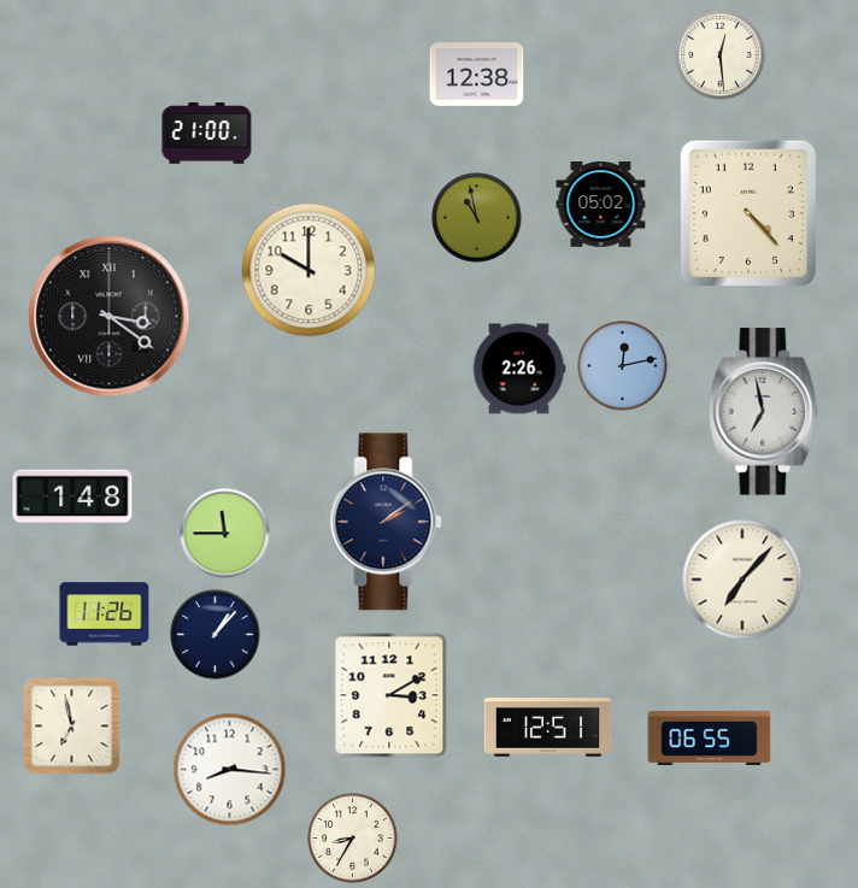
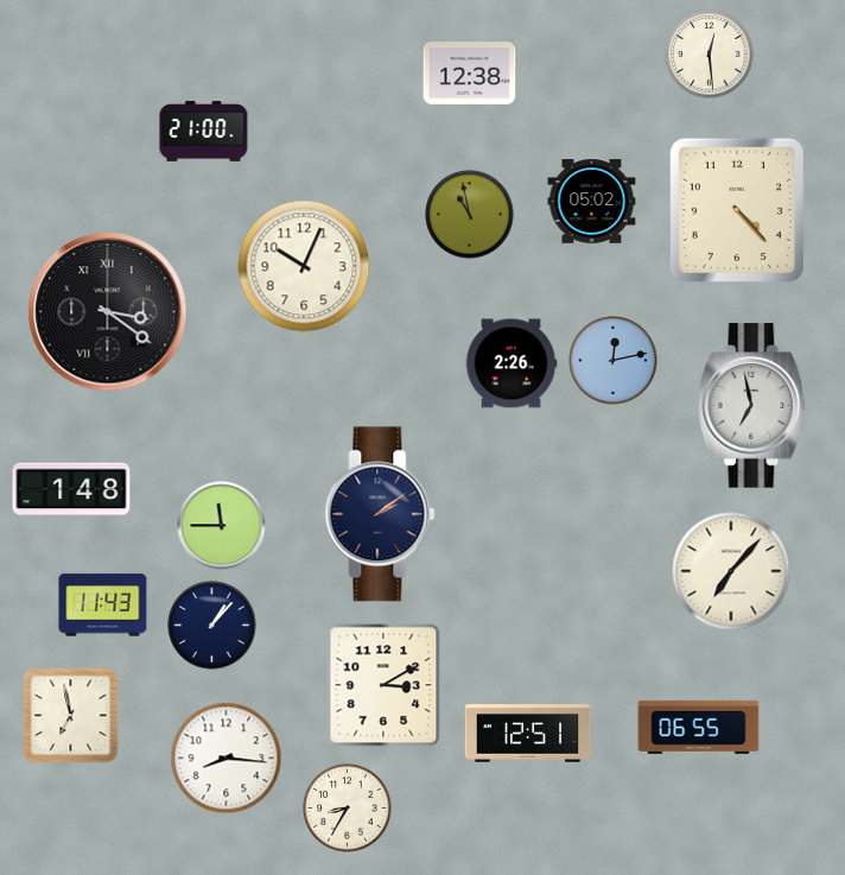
clock at (308, 270): 10:00 -> 10:04
clock at (105, 614): 11:26 -> 11:43
clock at (548, 728) position: (548, 728) -> (528, 734)
clock at (353, 839) position: (353, 839) -> (348, 809)
